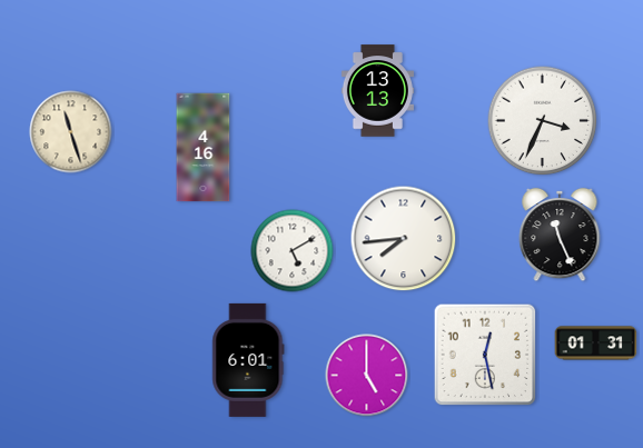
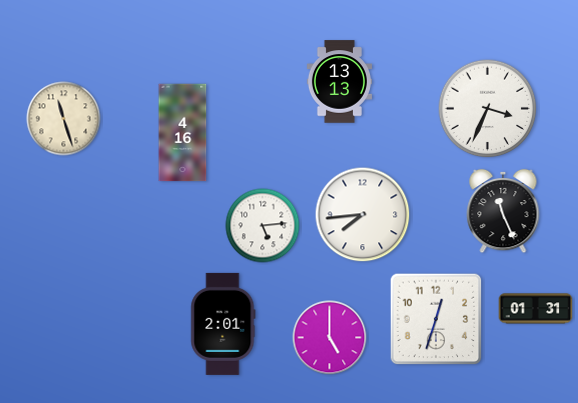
clock at (293, 251): 5:10 -> 5:14
clock at (485, 355): 12:28 -> 12:33
clock at (248, 360): 6:01 -> 2:01
